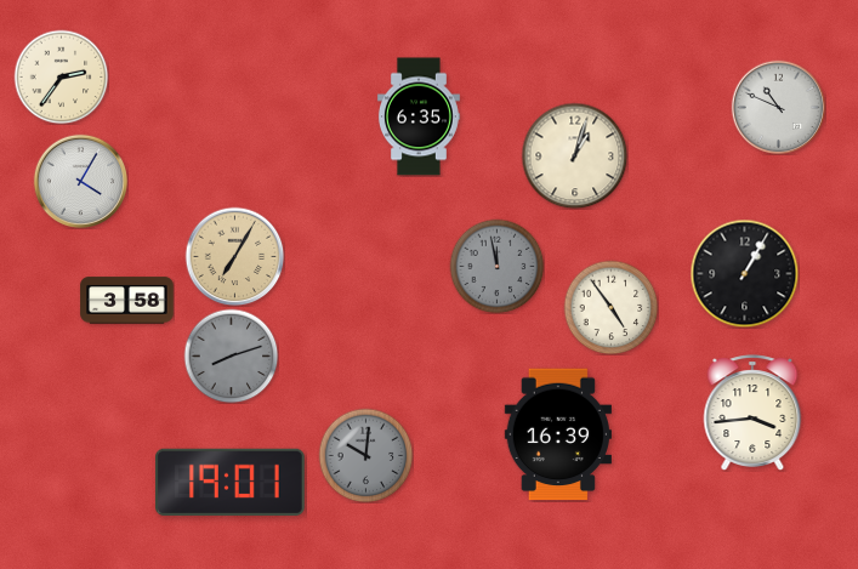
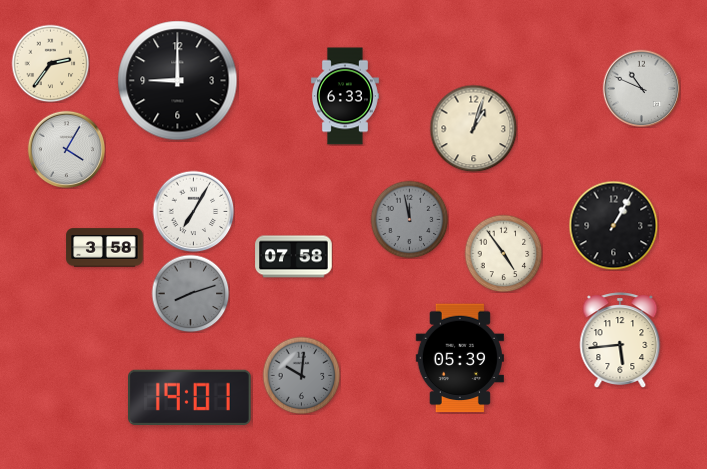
clock at (178, 81): none -> 9:00
clock at (419, 116): 6:35 -> 6:33
clock at (234, 256) dial: champagne -> white
clock at (294, 257): none -> 07:58
clock at (752, 412): 3:44 -> 5:44
clock at (558, 434): 16:39 -> 05:39
